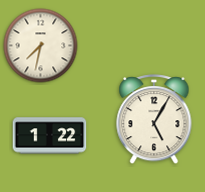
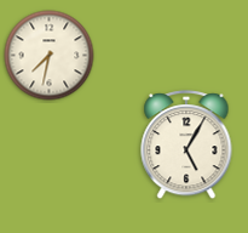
clock at (50, 136): 1:22 -> none
